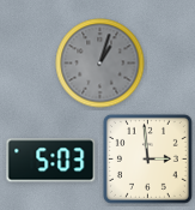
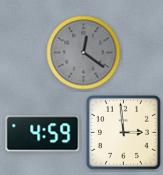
clock at (100, 64): 1:03 -> 12:21
clock at (51, 161): 5:03 -> 4:59
